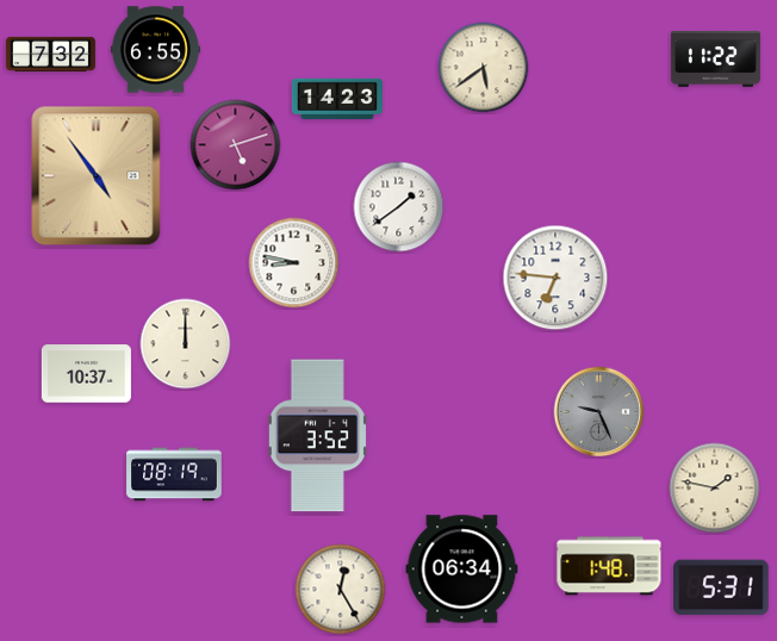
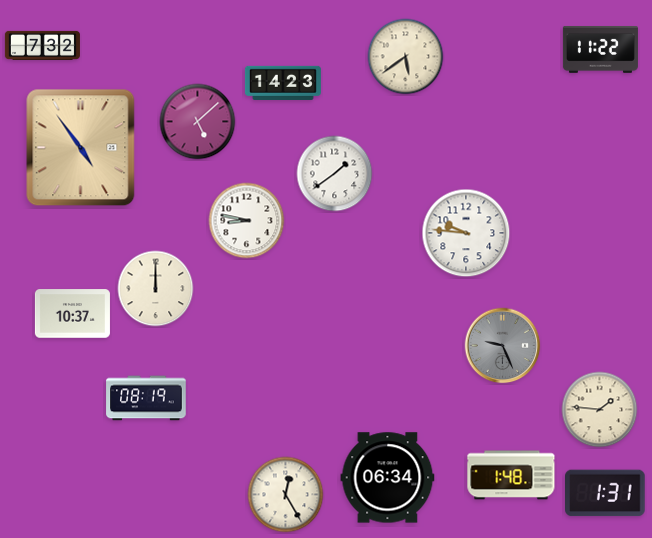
clock at (155, 50): 6:55 -> none
clock at (236, 145): 5:12 -> 5:08
clock at (555, 278): 6:46 -> 9:46
clock at (317, 436): 3:52 -> none
clock at (715, 488): 1:47 -> 1:46
clock at (721, 587): 5:31 -> 1:31
